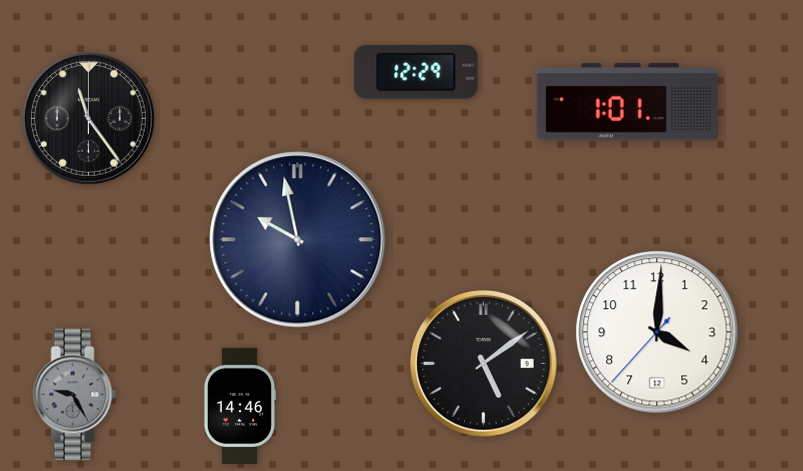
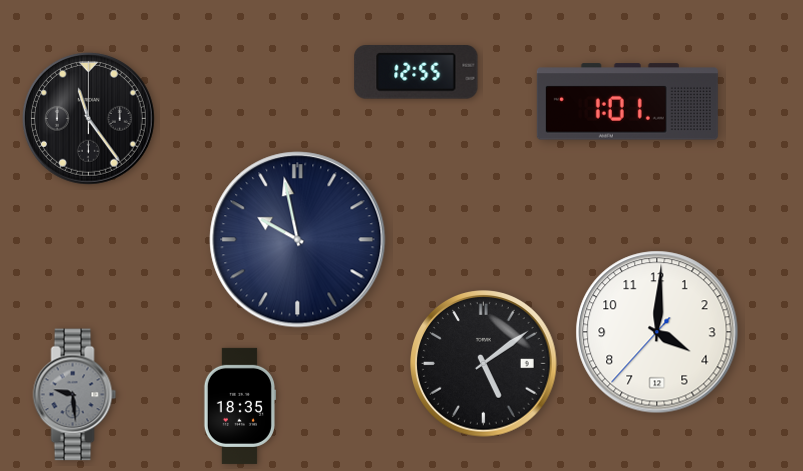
clock at (416, 73): 12:29 -> 12:55
clock at (75, 395): 9:25 -> 9:29
clock at (239, 406): 14:46 -> 18:35
